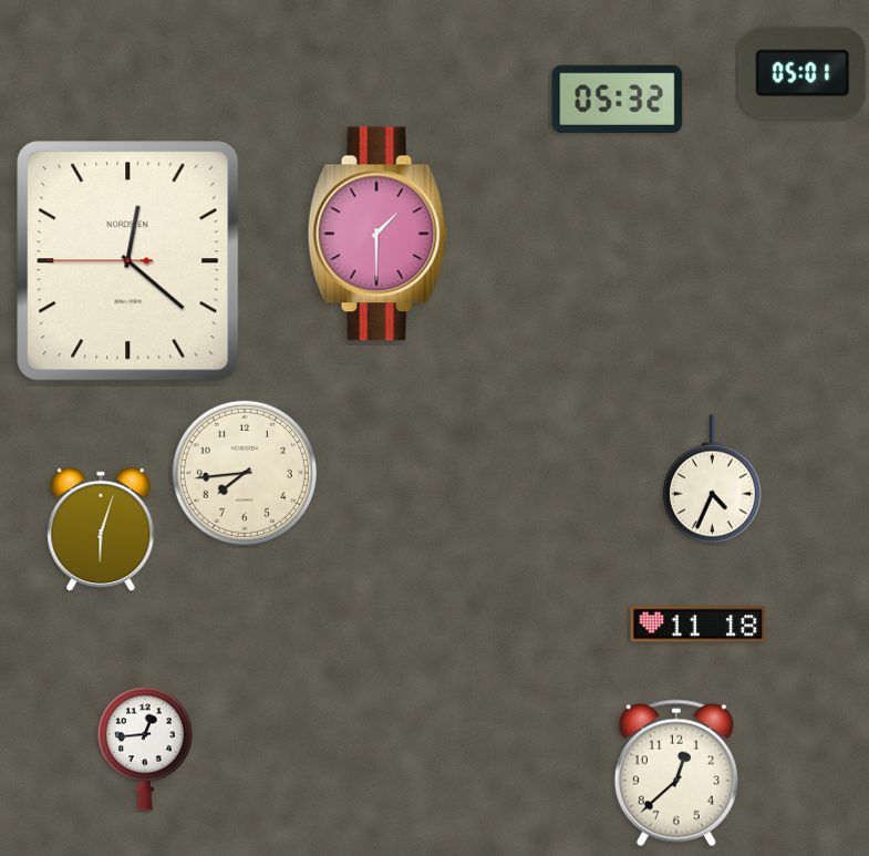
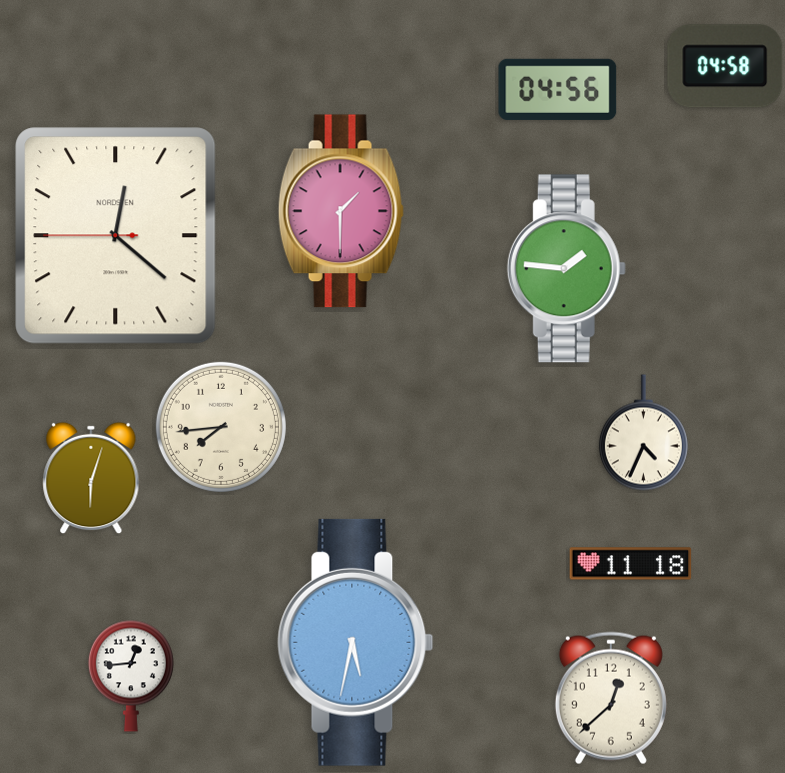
clock at (803, 73): 05:01 -> 04:58
clock at (618, 99): 05:32 -> 04:56
clock at (566, 269): none -> 1:46
clock at (356, 642): none -> 5:32
